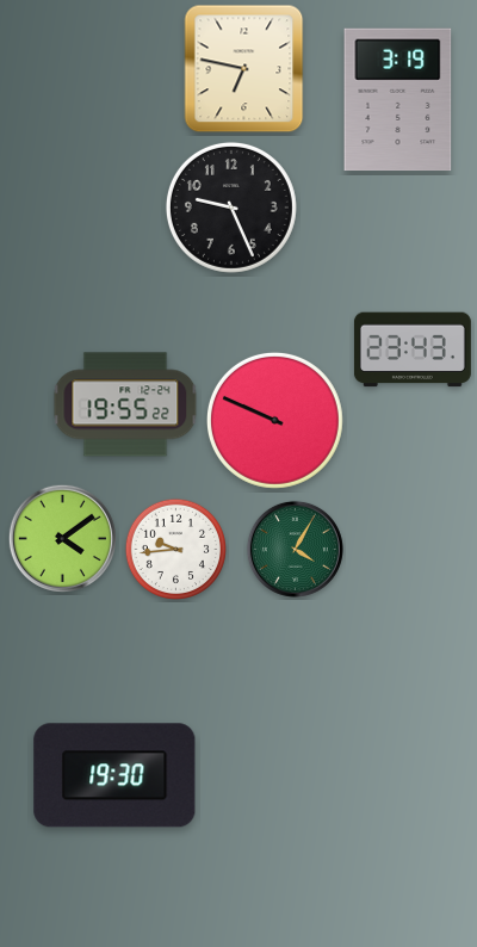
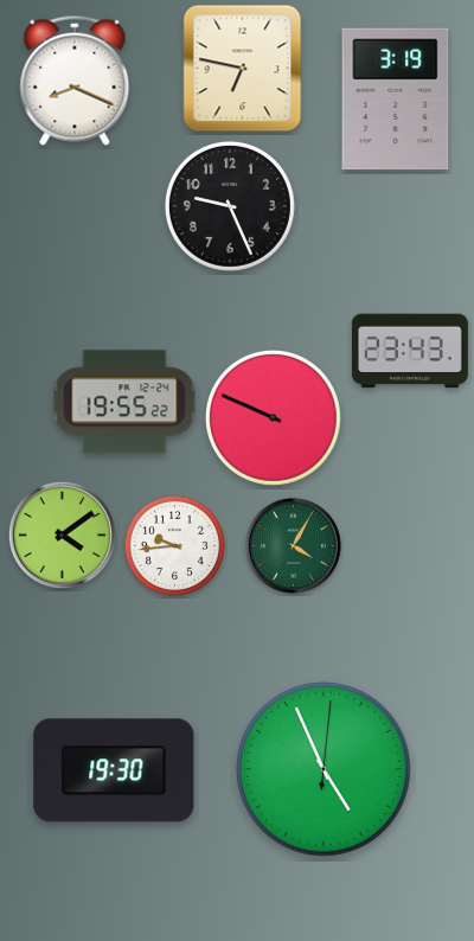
clock at (75, 81): none -> 8:19
clock at (413, 349) position: (413, 349) -> (410, 351)
clock at (324, 769): none -> 4:56
